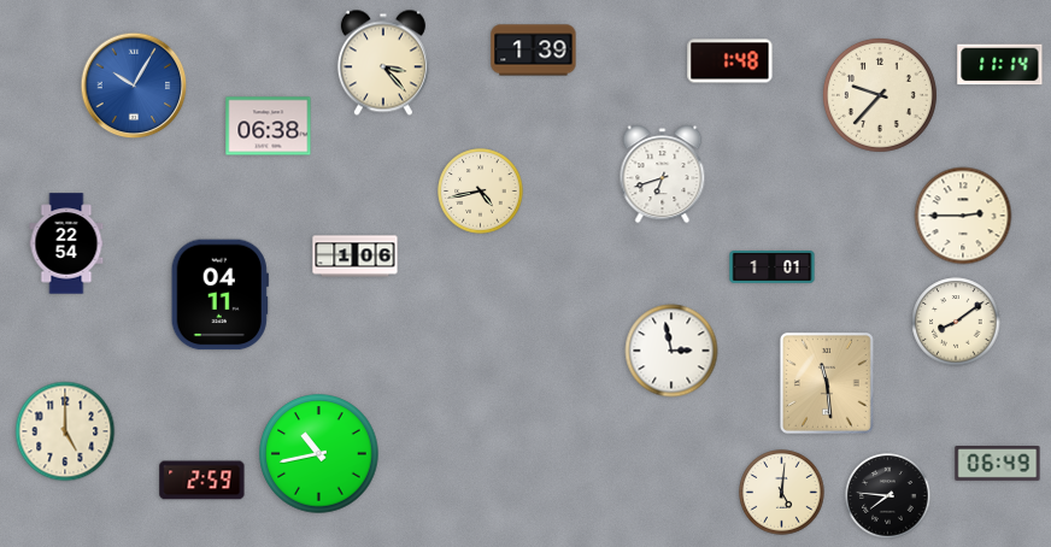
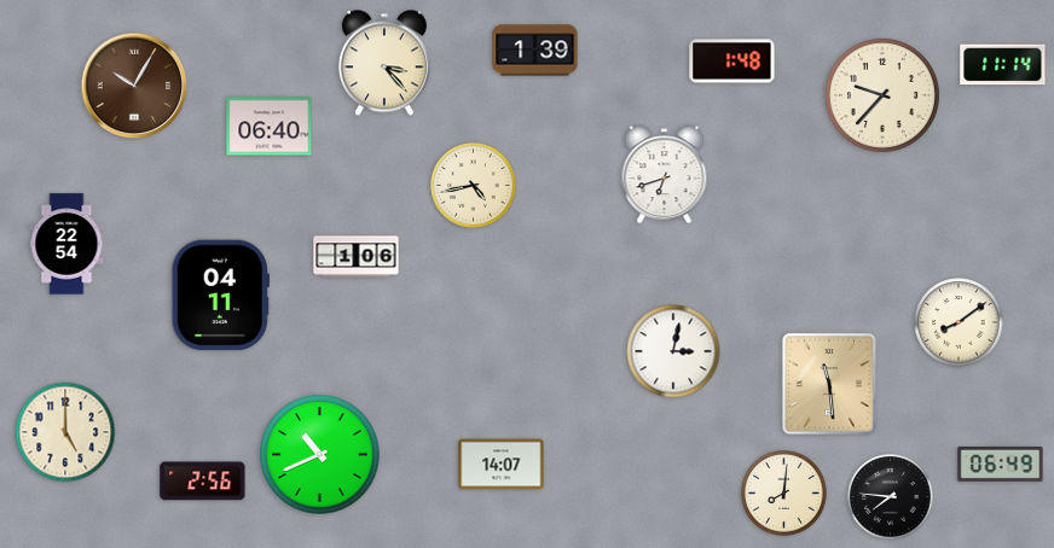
clock at (134, 86) dial: blue -> brown
clock at (269, 127): 06:38 -> 06:40
clock at (481, 192) position: (481, 192) -> (474, 186)
clock at (963, 216): 2:45 -> none
clock at (773, 267): 1:01 -> none
clock at (671, 351): 2:58 -> 3:02
clock at (319, 454): 10:43 -> 10:41
clock at (502, 465): none -> 14:07
clock at (202, 481): 2:59 -> 2:56
clock at (782, 493): 5:01 -> 8:01
